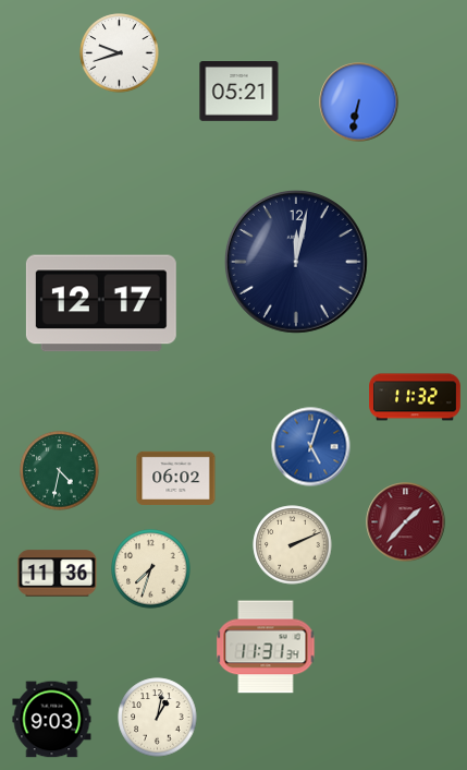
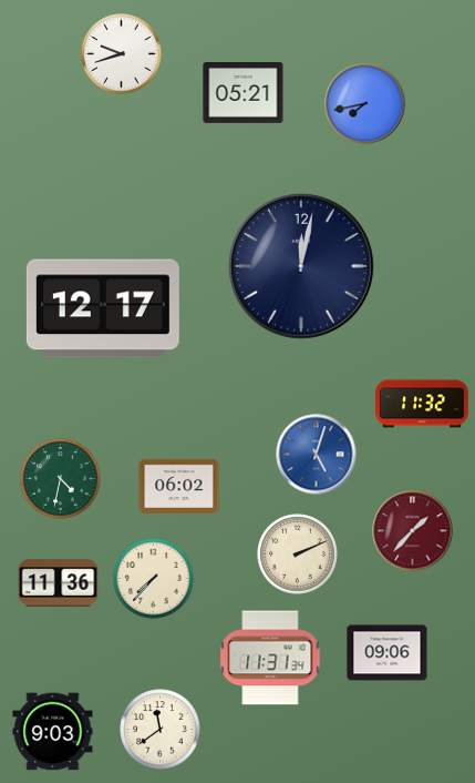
clock at (359, 103): 6:32 -> 7:43
clock at (151, 569): 7:33 -> 7:37
clock at (388, 653): none -> 09:06
clock at (158, 718): 1:02 -> 11:39
